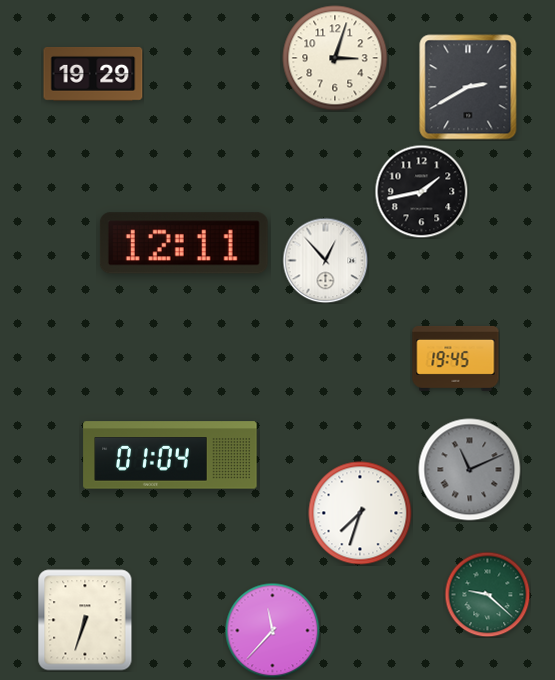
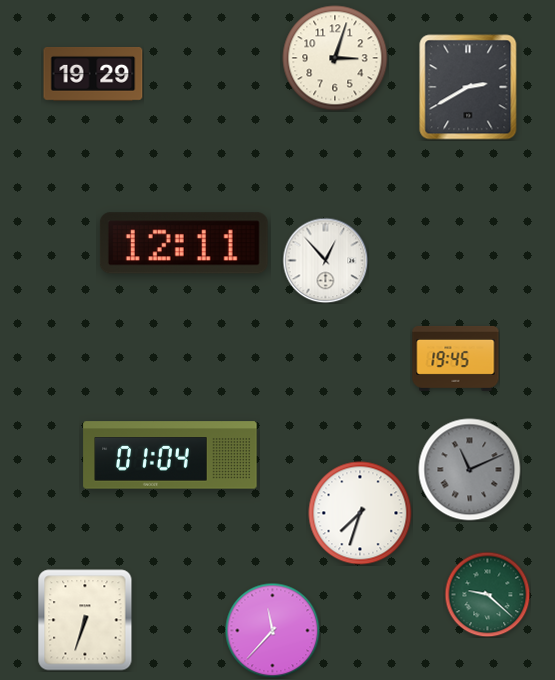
clock at (421, 191): 1:43 -> none
